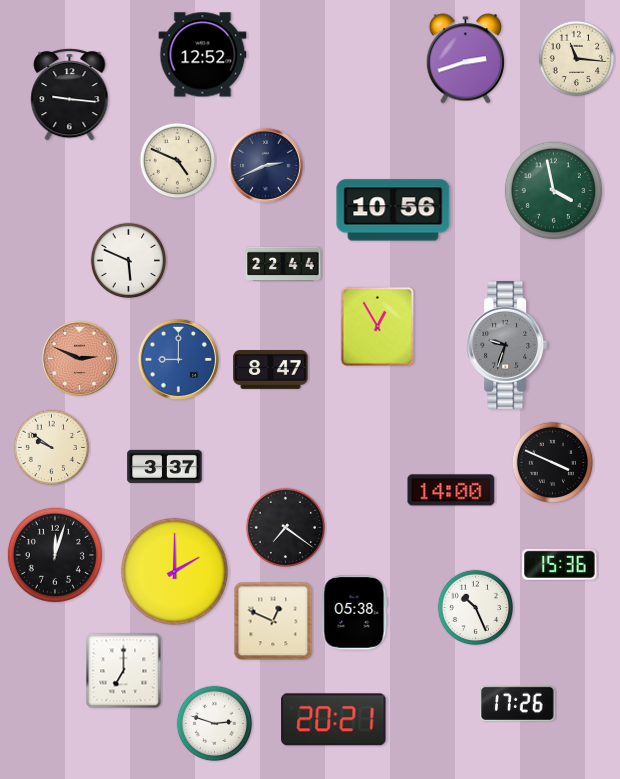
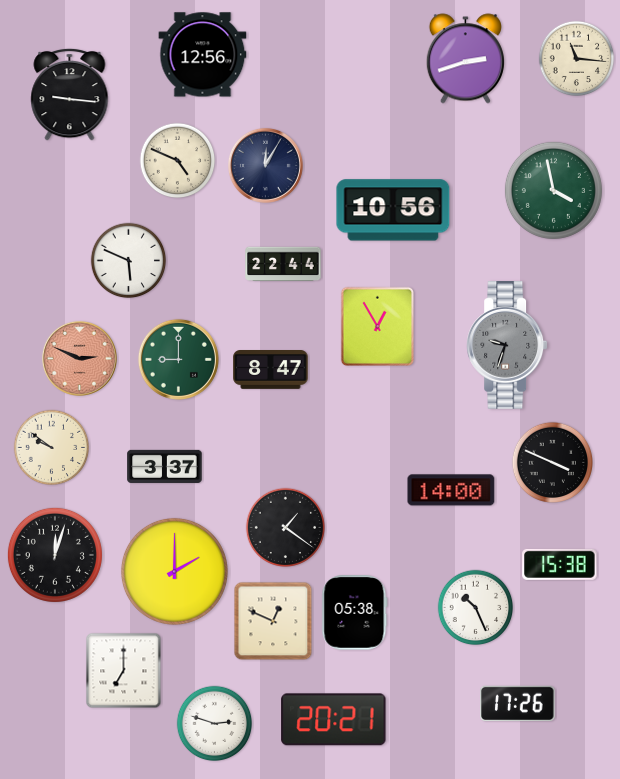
clock at (203, 55): 12:52 -> 12:56
clock at (265, 165): 2:41 -> 12:05
clock at (178, 359) dial: blue -> green
clock at (286, 528): 7:21 -> 1:21
clock at (560, 564): 15:36 -> 15:38
